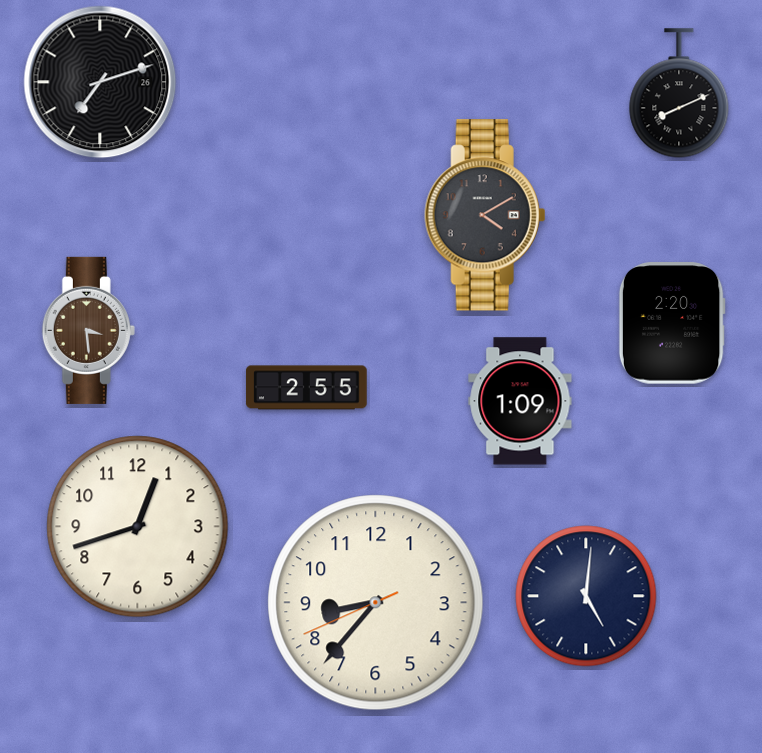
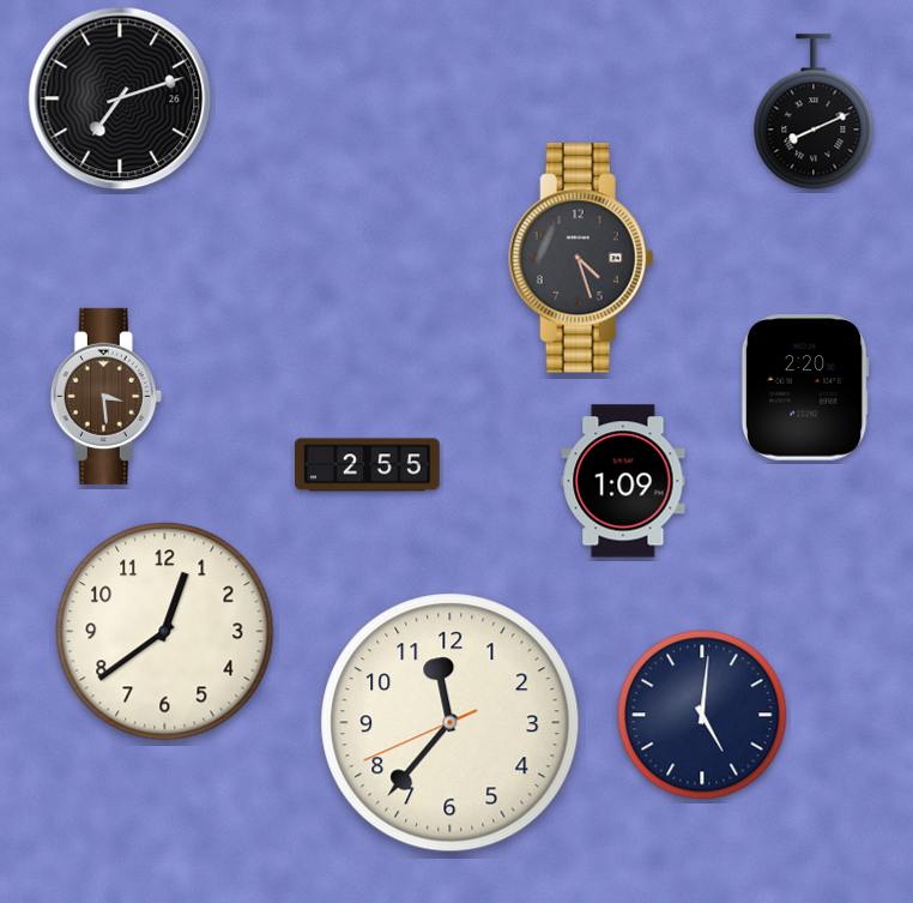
clock at (485, 215): 4:10 -> 4:27
clock at (138, 527): 12:42 -> 12:39
clock at (376, 603): 8:36 -> 11:36
